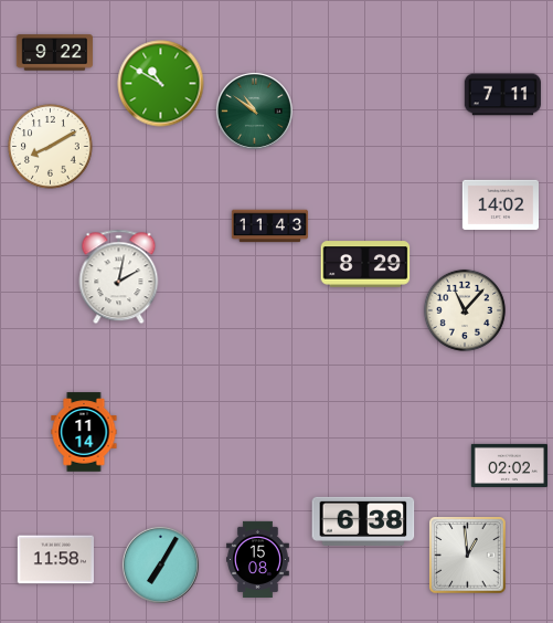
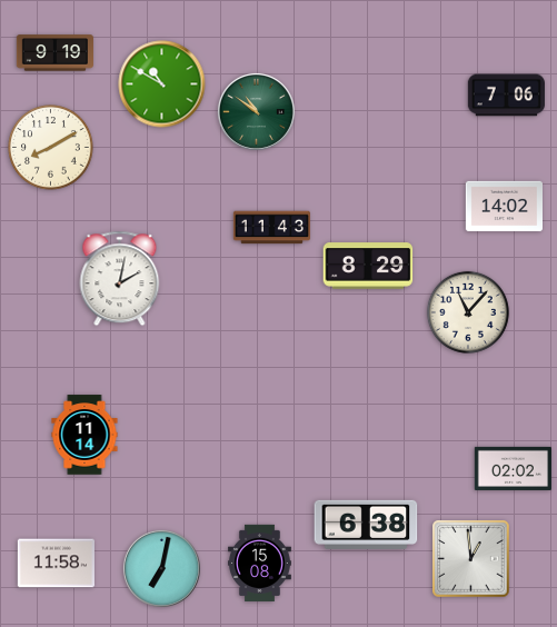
clock at (54, 53): 9:22 -> 9:19
clock at (502, 95): 7:11 -> 7:06
clock at (160, 564): 7:05 -> 7:02
